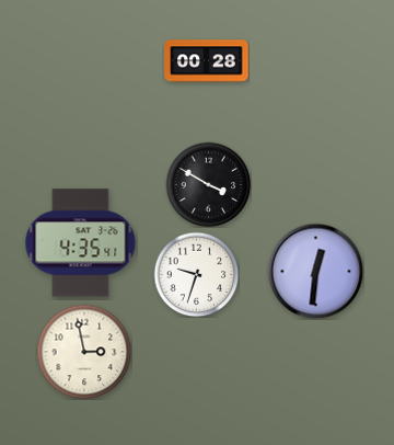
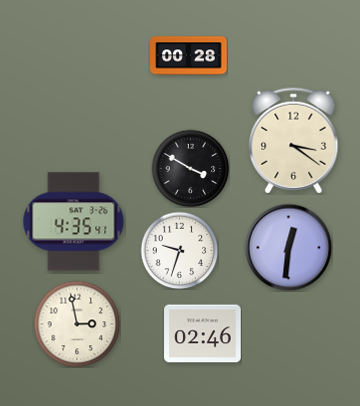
clock at (294, 141): none -> 3:21
clock at (84, 352) position: (84, 352) -> (77, 324)
clock at (203, 334): none -> 02:46
